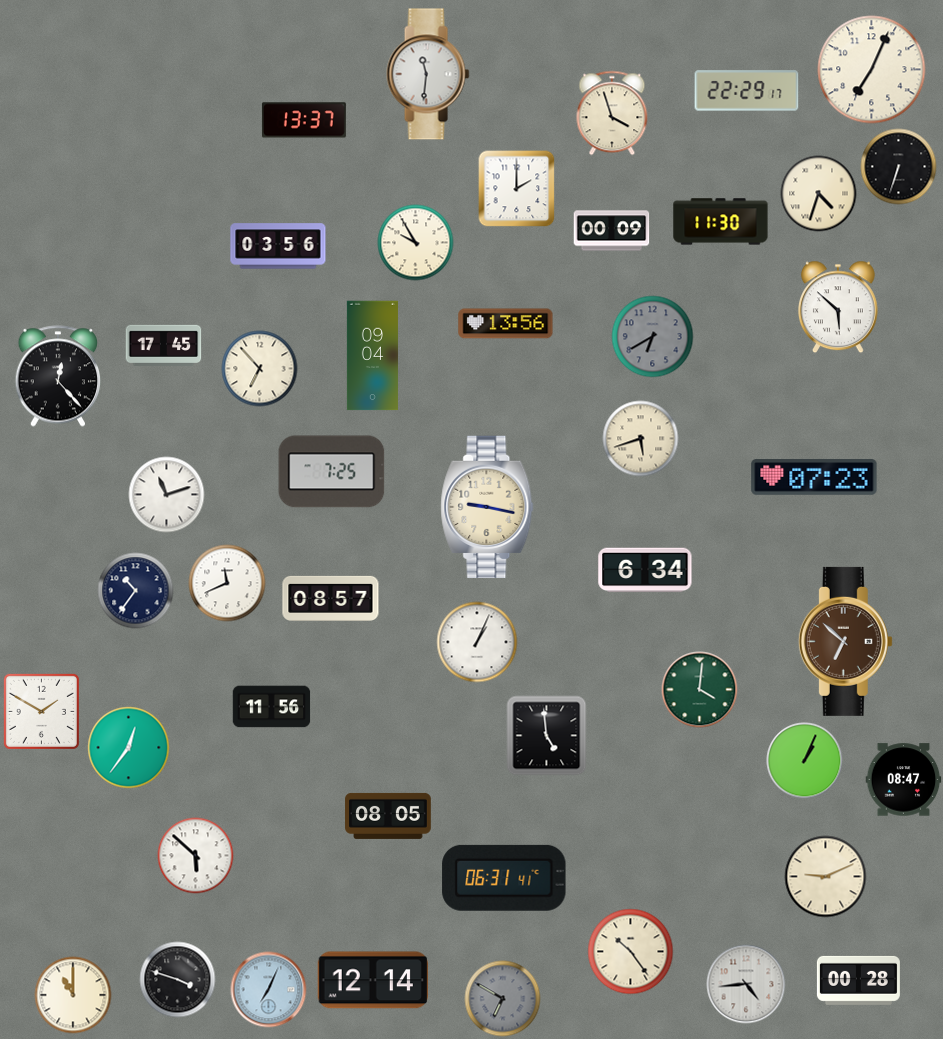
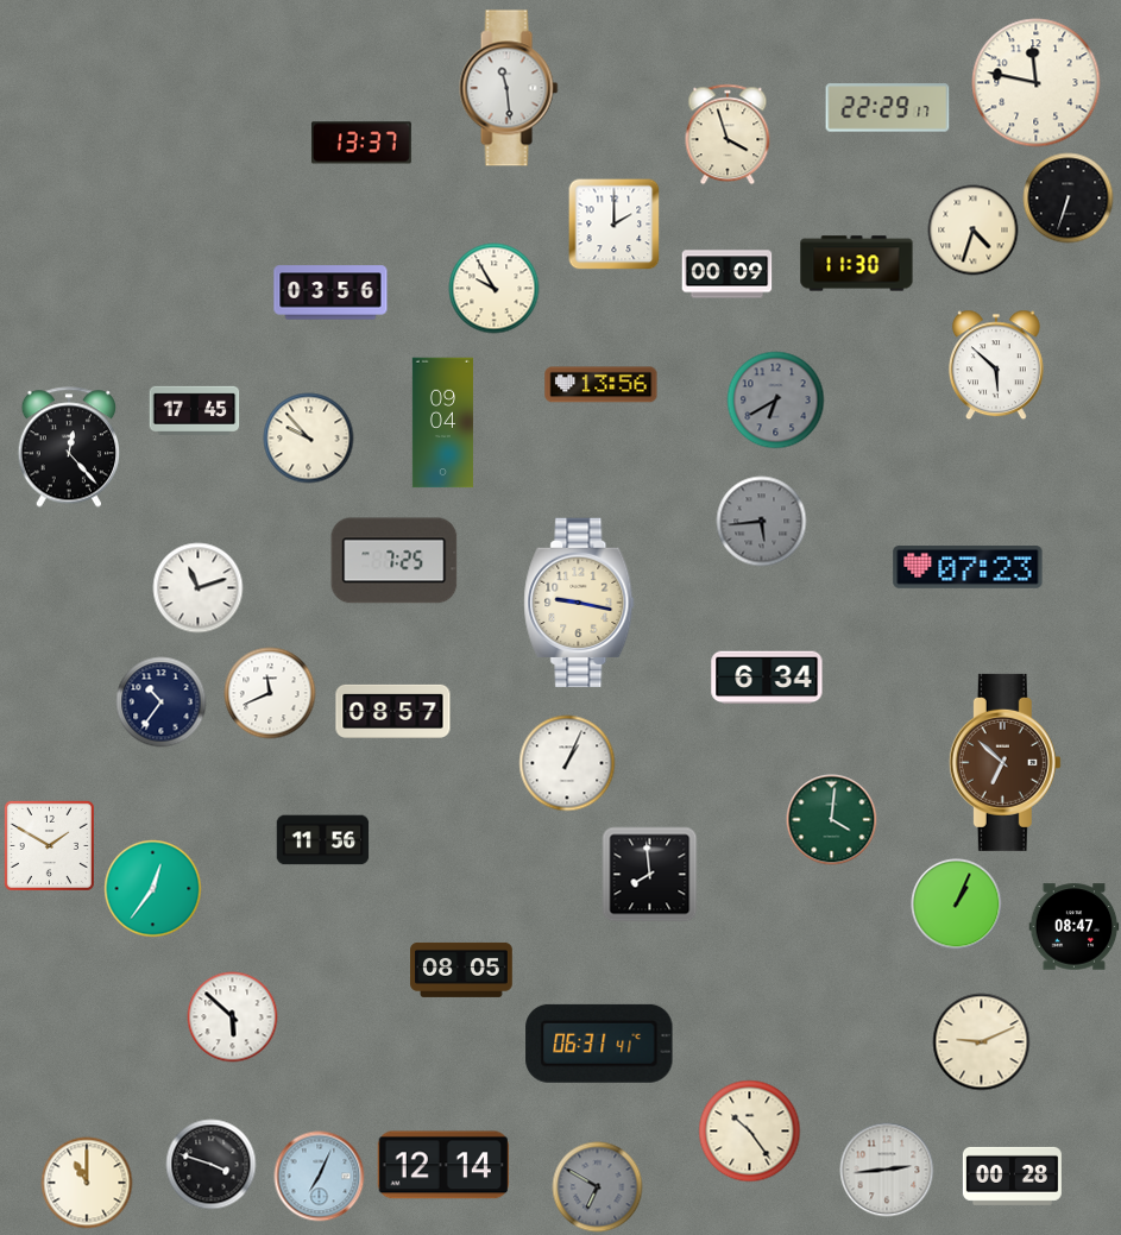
clock at (872, 70): 7:04 -> 11:47
clock at (428, 74): 11:31 -> 11:29
clock at (260, 369): 6:53 -> 9:53
clock at (641, 439): 5:42 -> 5:44
clock at (641, 439) dial: cream -> grey
clock at (547, 736): 4:59 -> 7:59
clock at (858, 980) position: (858, 980) -> (1012, 1176)
clock at (746, 984): 4:44 -> 2:44
